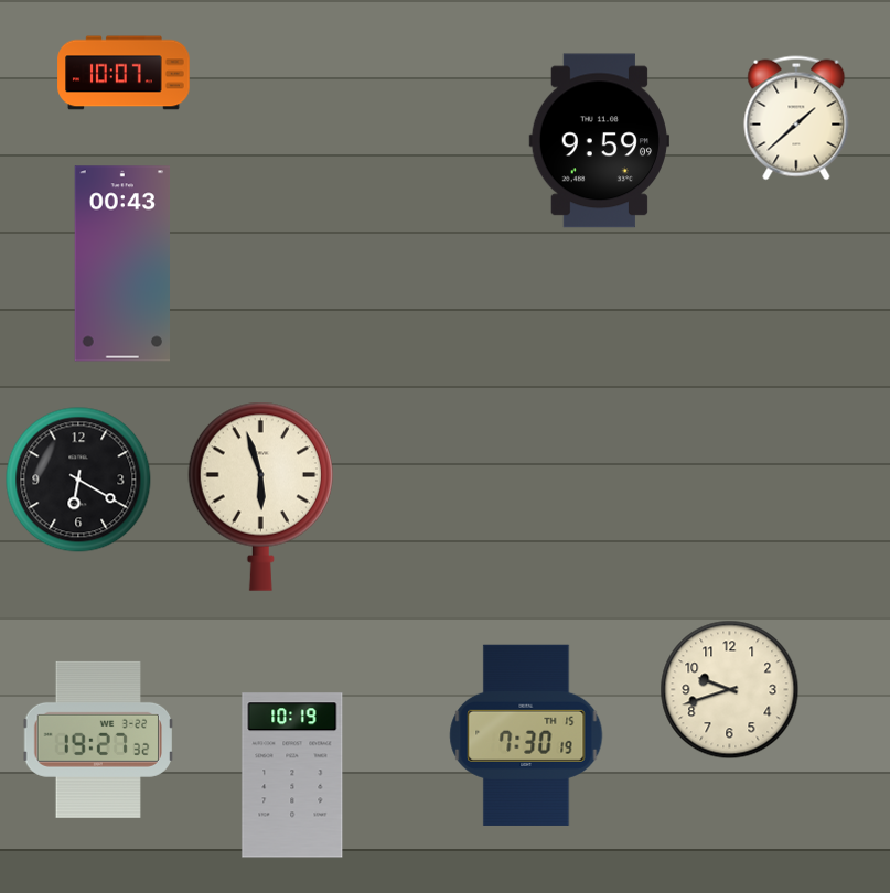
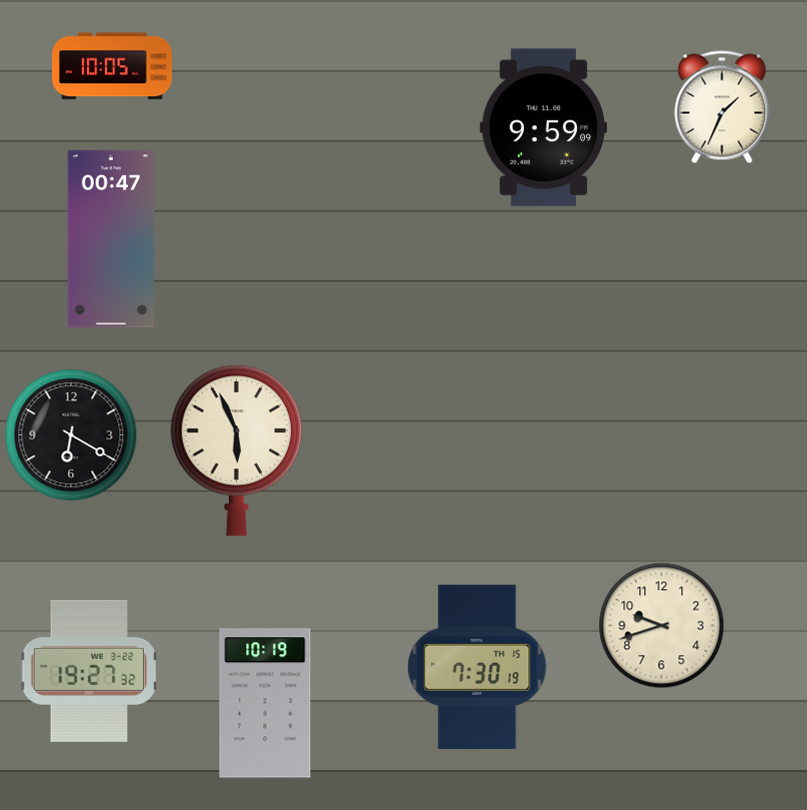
clock at (124, 73): 10:07 -> 10:05
clock at (796, 118): 1:38 -> 1:34
clock at (121, 263): 00:43 -> 00:47
clock at (260, 496): 5:57 -> 5:56
